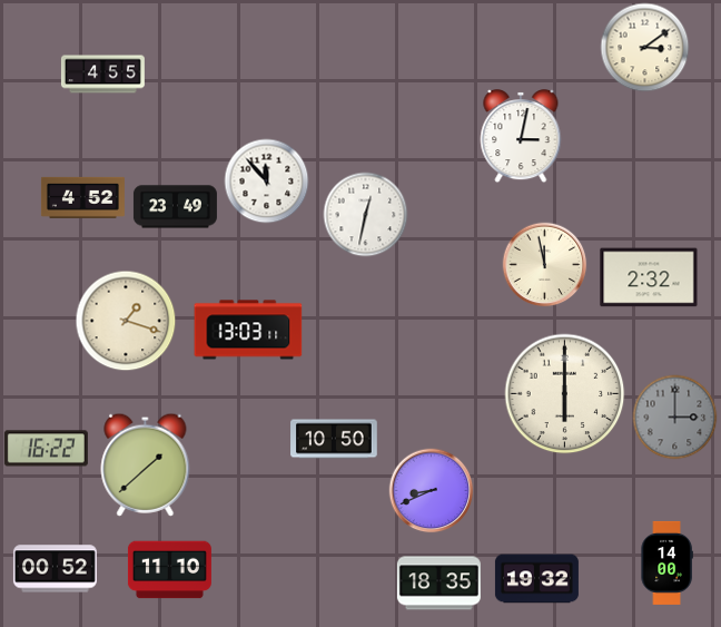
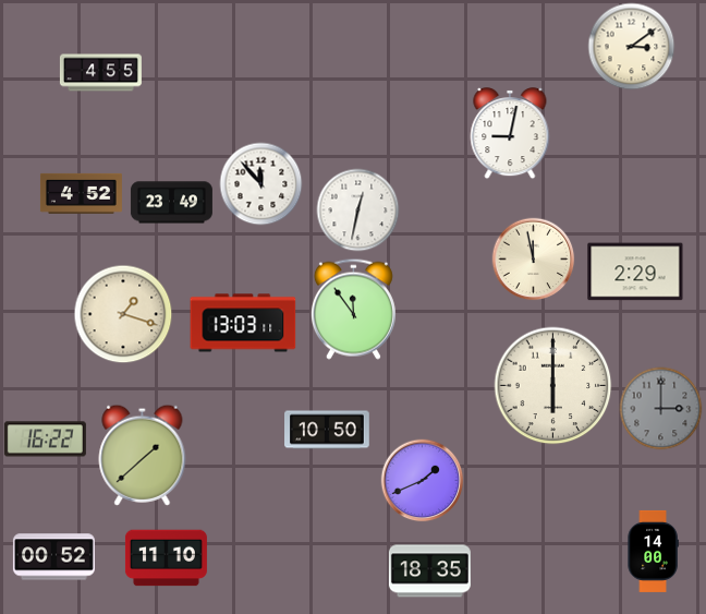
clock at (521, 137): 3:02 -> 9:02
clock at (267, 182) position: (267, 182) -> (261, 184)
clock at (649, 277): 2:32 -> 2:29
clock at (353, 309): none -> 11:54
clock at (432, 491): 8:41 -> 1:41
clock at (536, 579): 19:32 -> none
